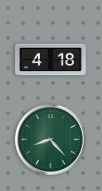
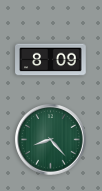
clock at (51, 60): 4:18 -> 8:09
